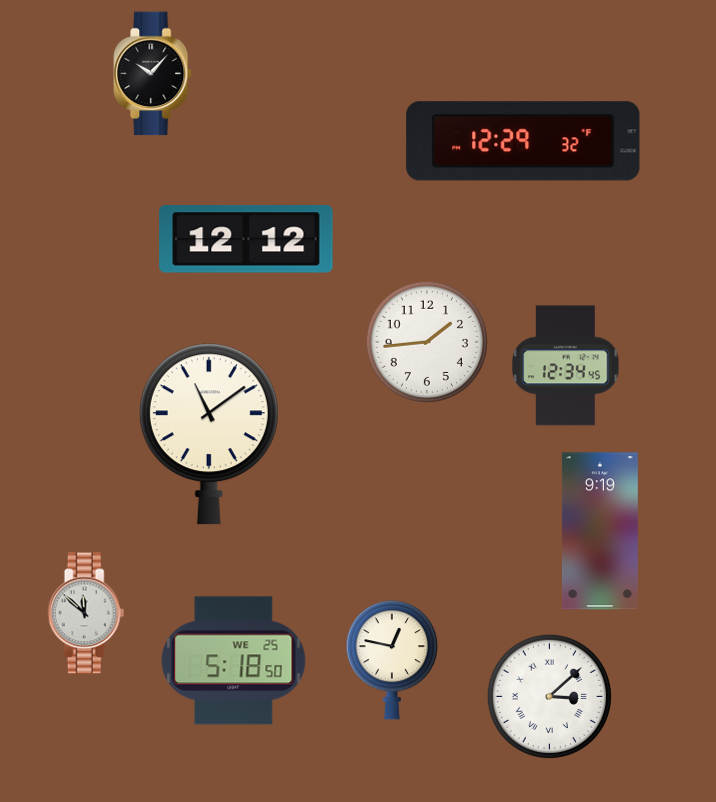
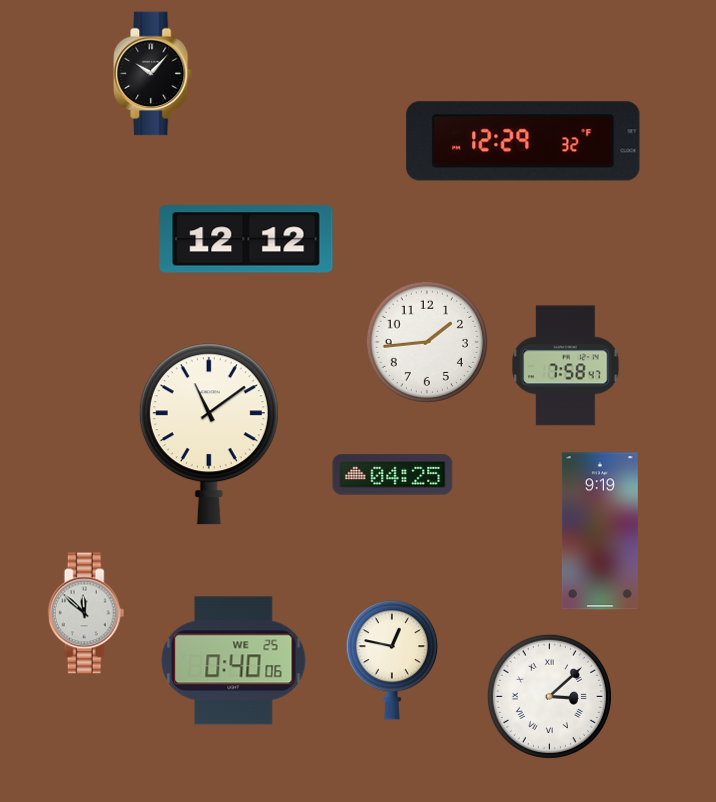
clock at (566, 366): 12:34 -> 7:58
clock at (393, 475): none -> 04:25
clock at (234, 661): 5:18 -> 0:40
